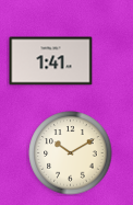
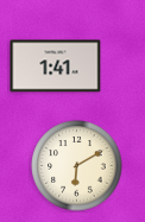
clock at (71, 153): 10:10 -> 6:10
